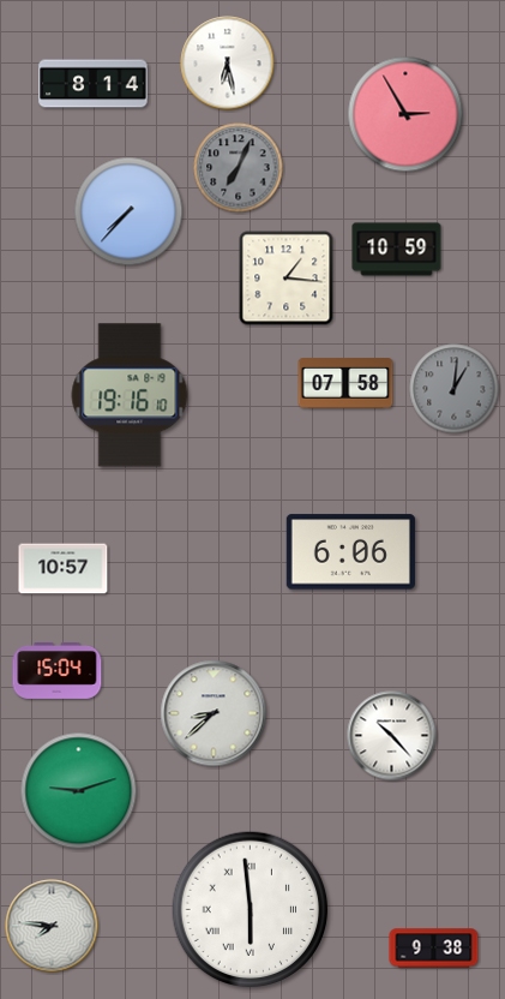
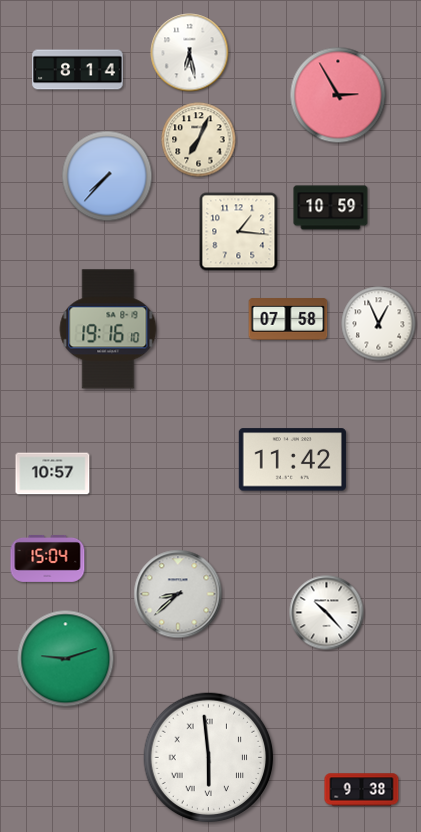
clock at (239, 168) dial: grey -> cream
clock at (455, 389): 1:01 -> 12:56
clock at (455, 389) dial: grey -> white
clock at (350, 552): 6:06 -> 11:42
clock at (52, 926): 7:46 -> none
